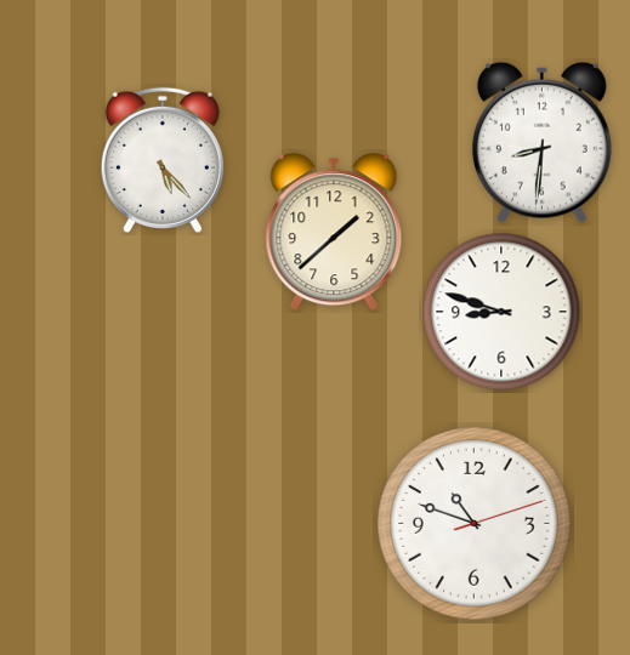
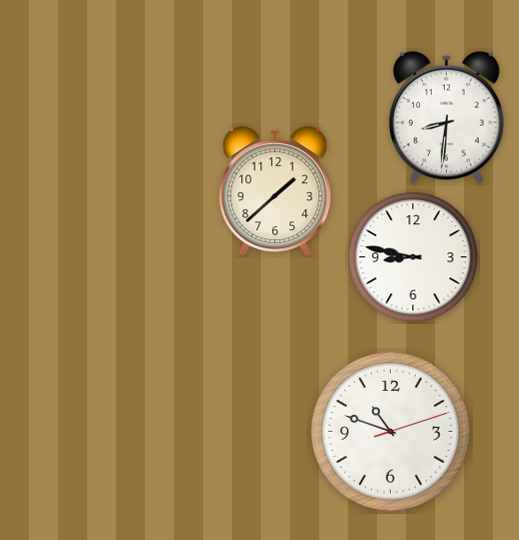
clock at (163, 160): 5:23 -> none
clock at (501, 312): 8:48 -> 8:47
